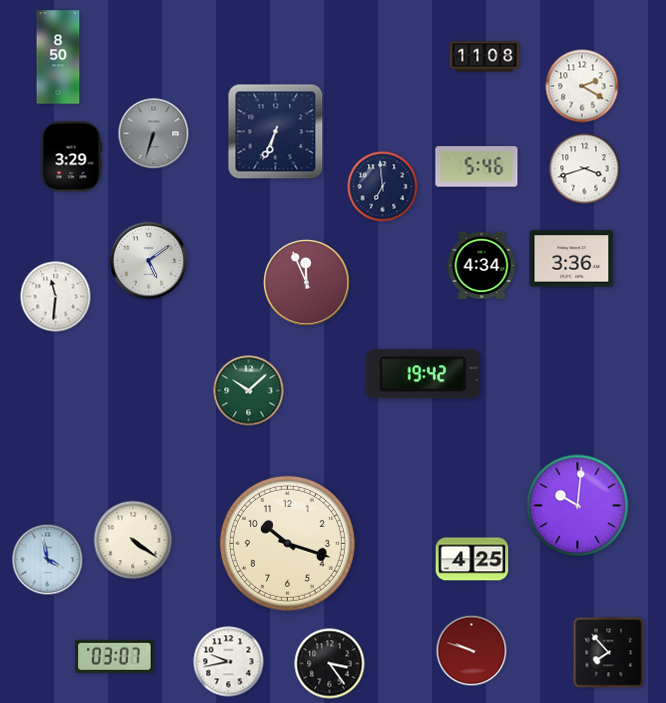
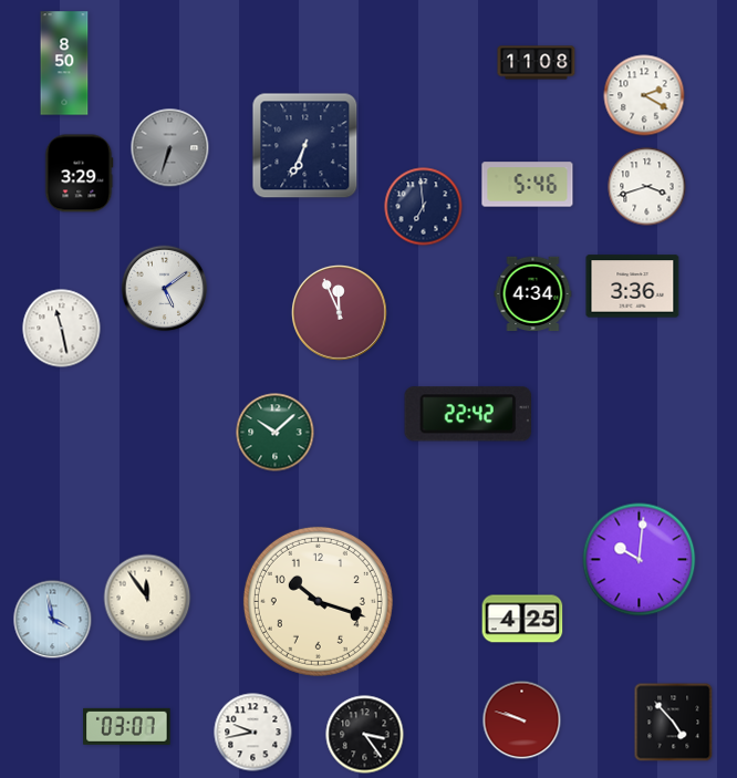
clock at (56, 297): 11:31 -> 11:28
clock at (423, 374): 19:42 -> 22:42
clock at (133, 540): 4:21 -> 11:54
clock at (609, 653): 7:53 -> 4:53
